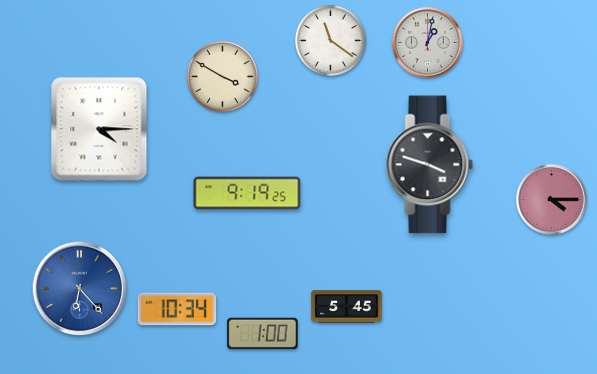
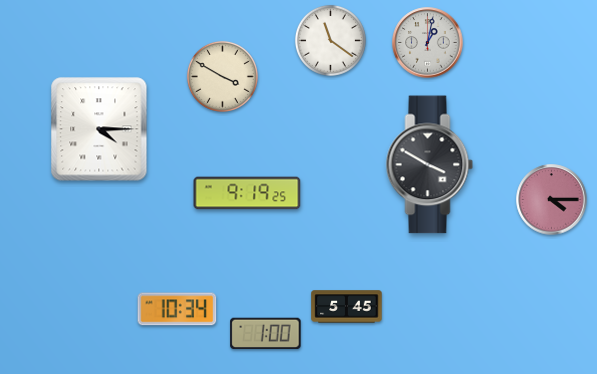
clock at (430, 165): 3:48 -> 3:50
clock at (80, 289): 6:23 -> none
clock at (263, 334) position: (263, 334) -> (266, 334)
